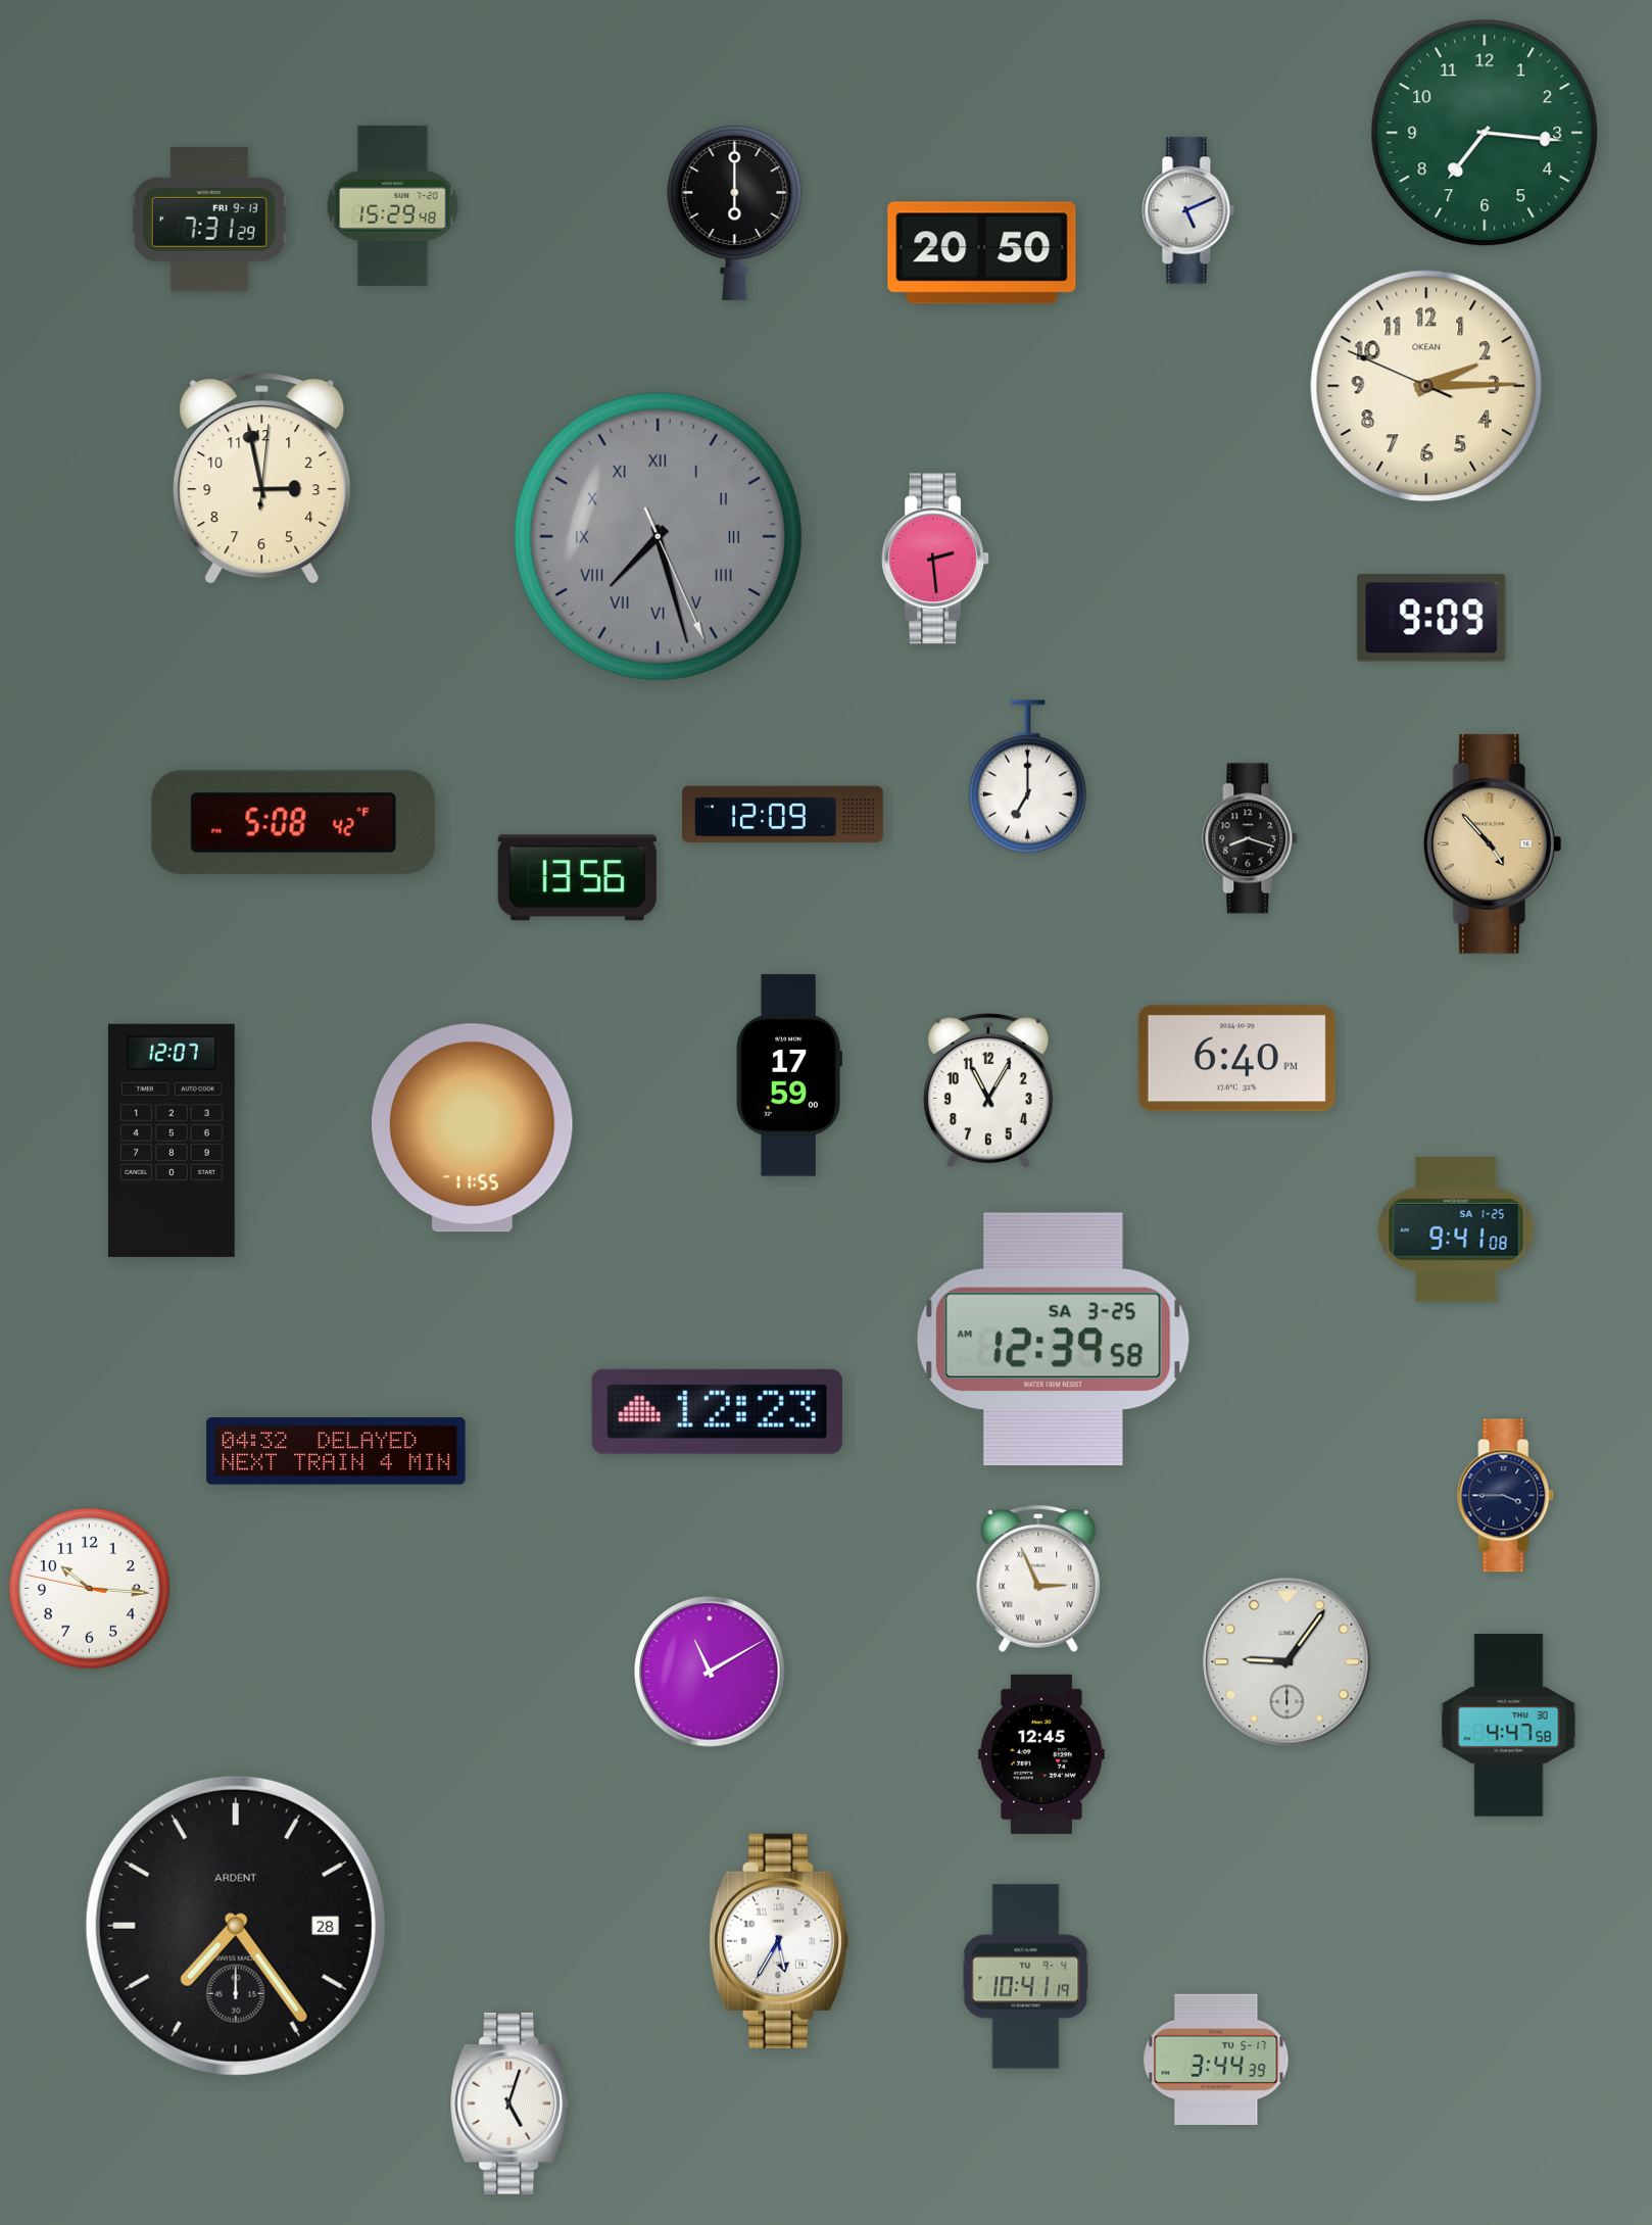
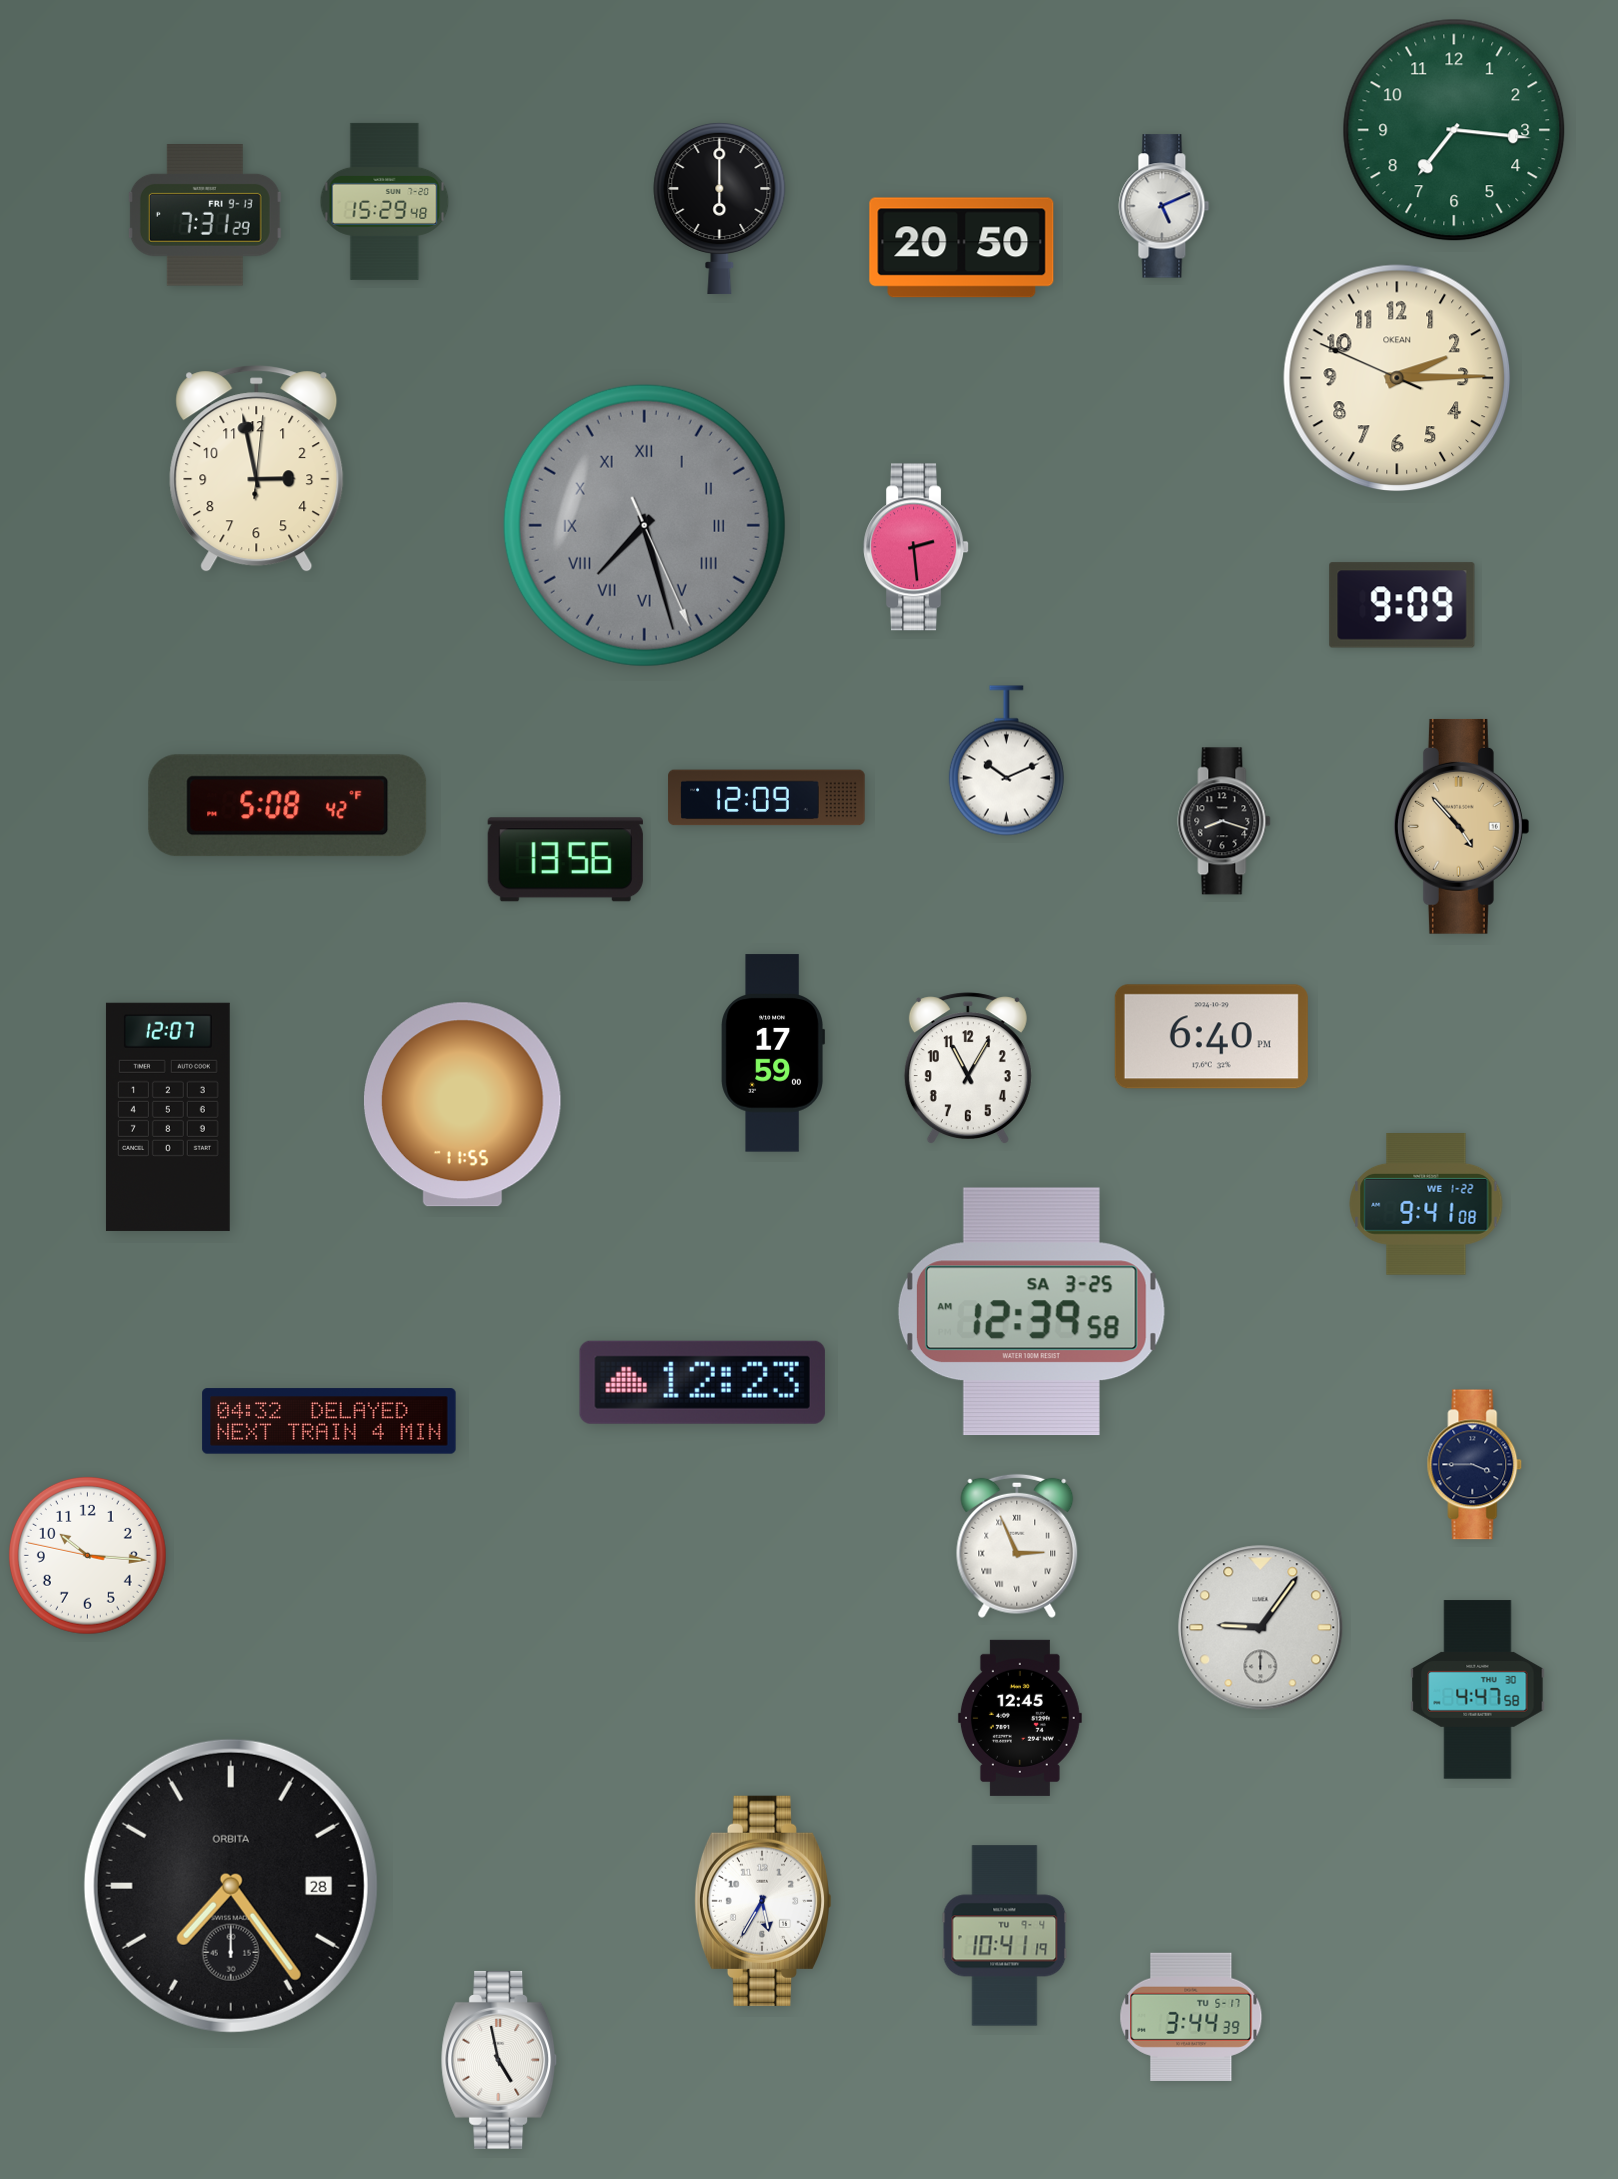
clock at (1027, 777): 7:00 -> 10:11
clock at (1456, 1230) date: SA 1-25 -> WE 1-22
clock at (710, 1672): 11:10 -> none
clock at (236, 1926) brand: ARDENT -> ORBITA
clock at (509, 2103): 5:03 -> 4:58
